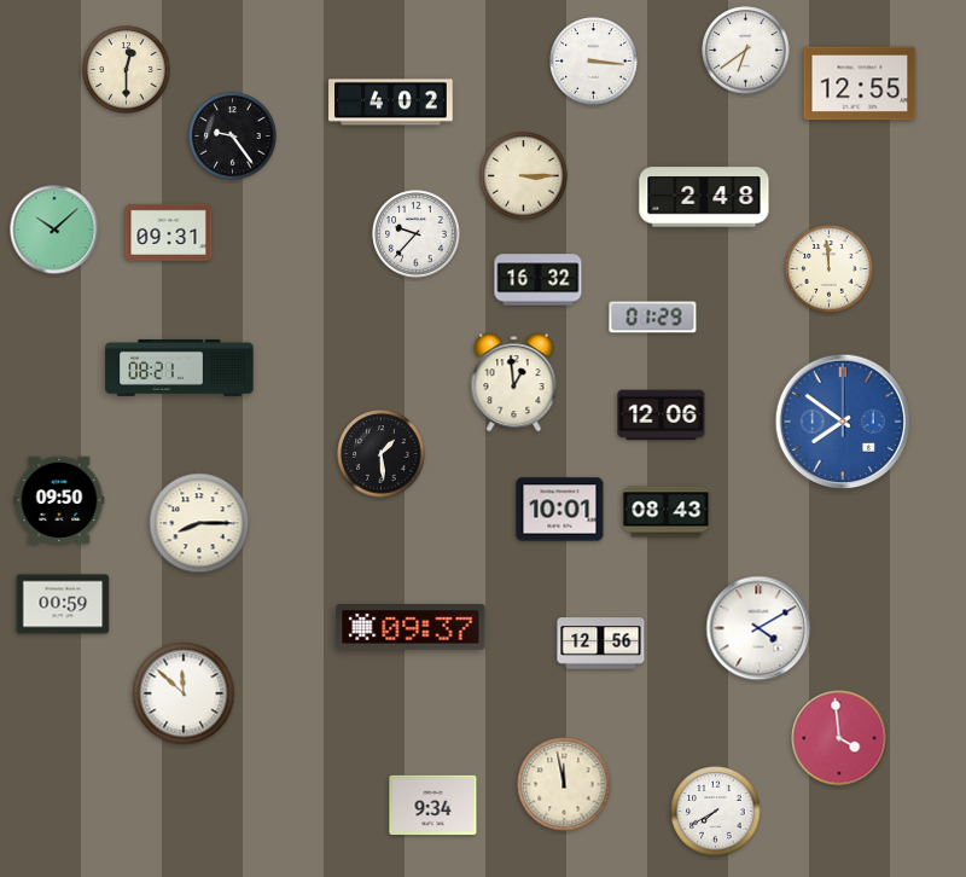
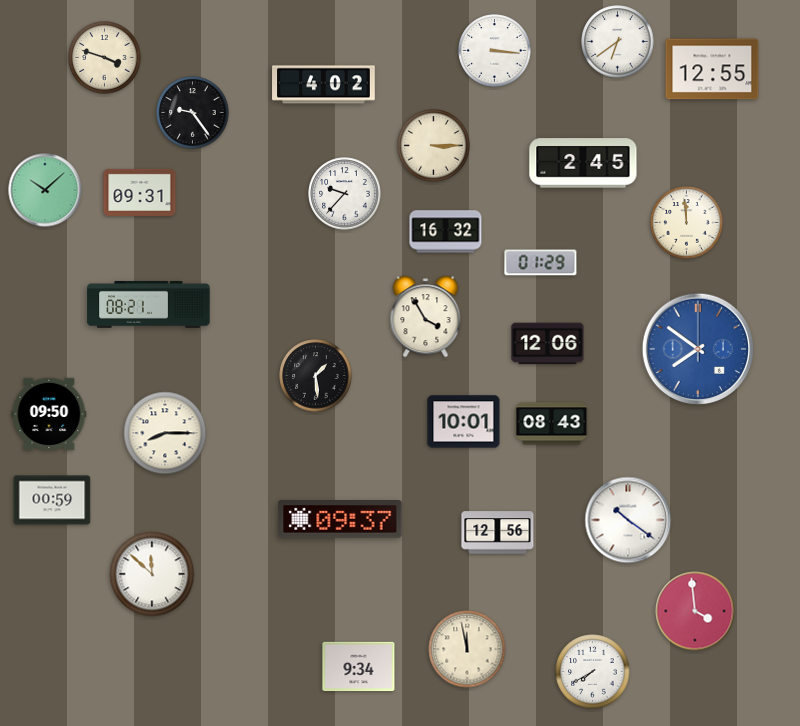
clock at (594, 62) position: (594, 62) -> (495, 51)
clock at (127, 70): 12:30 -> 3:48
clock at (704, 197): 2:48 -> 2:45
clock at (514, 383): 12:59 -> 3:55
clock at (758, 628): 4:10 -> 10:21
